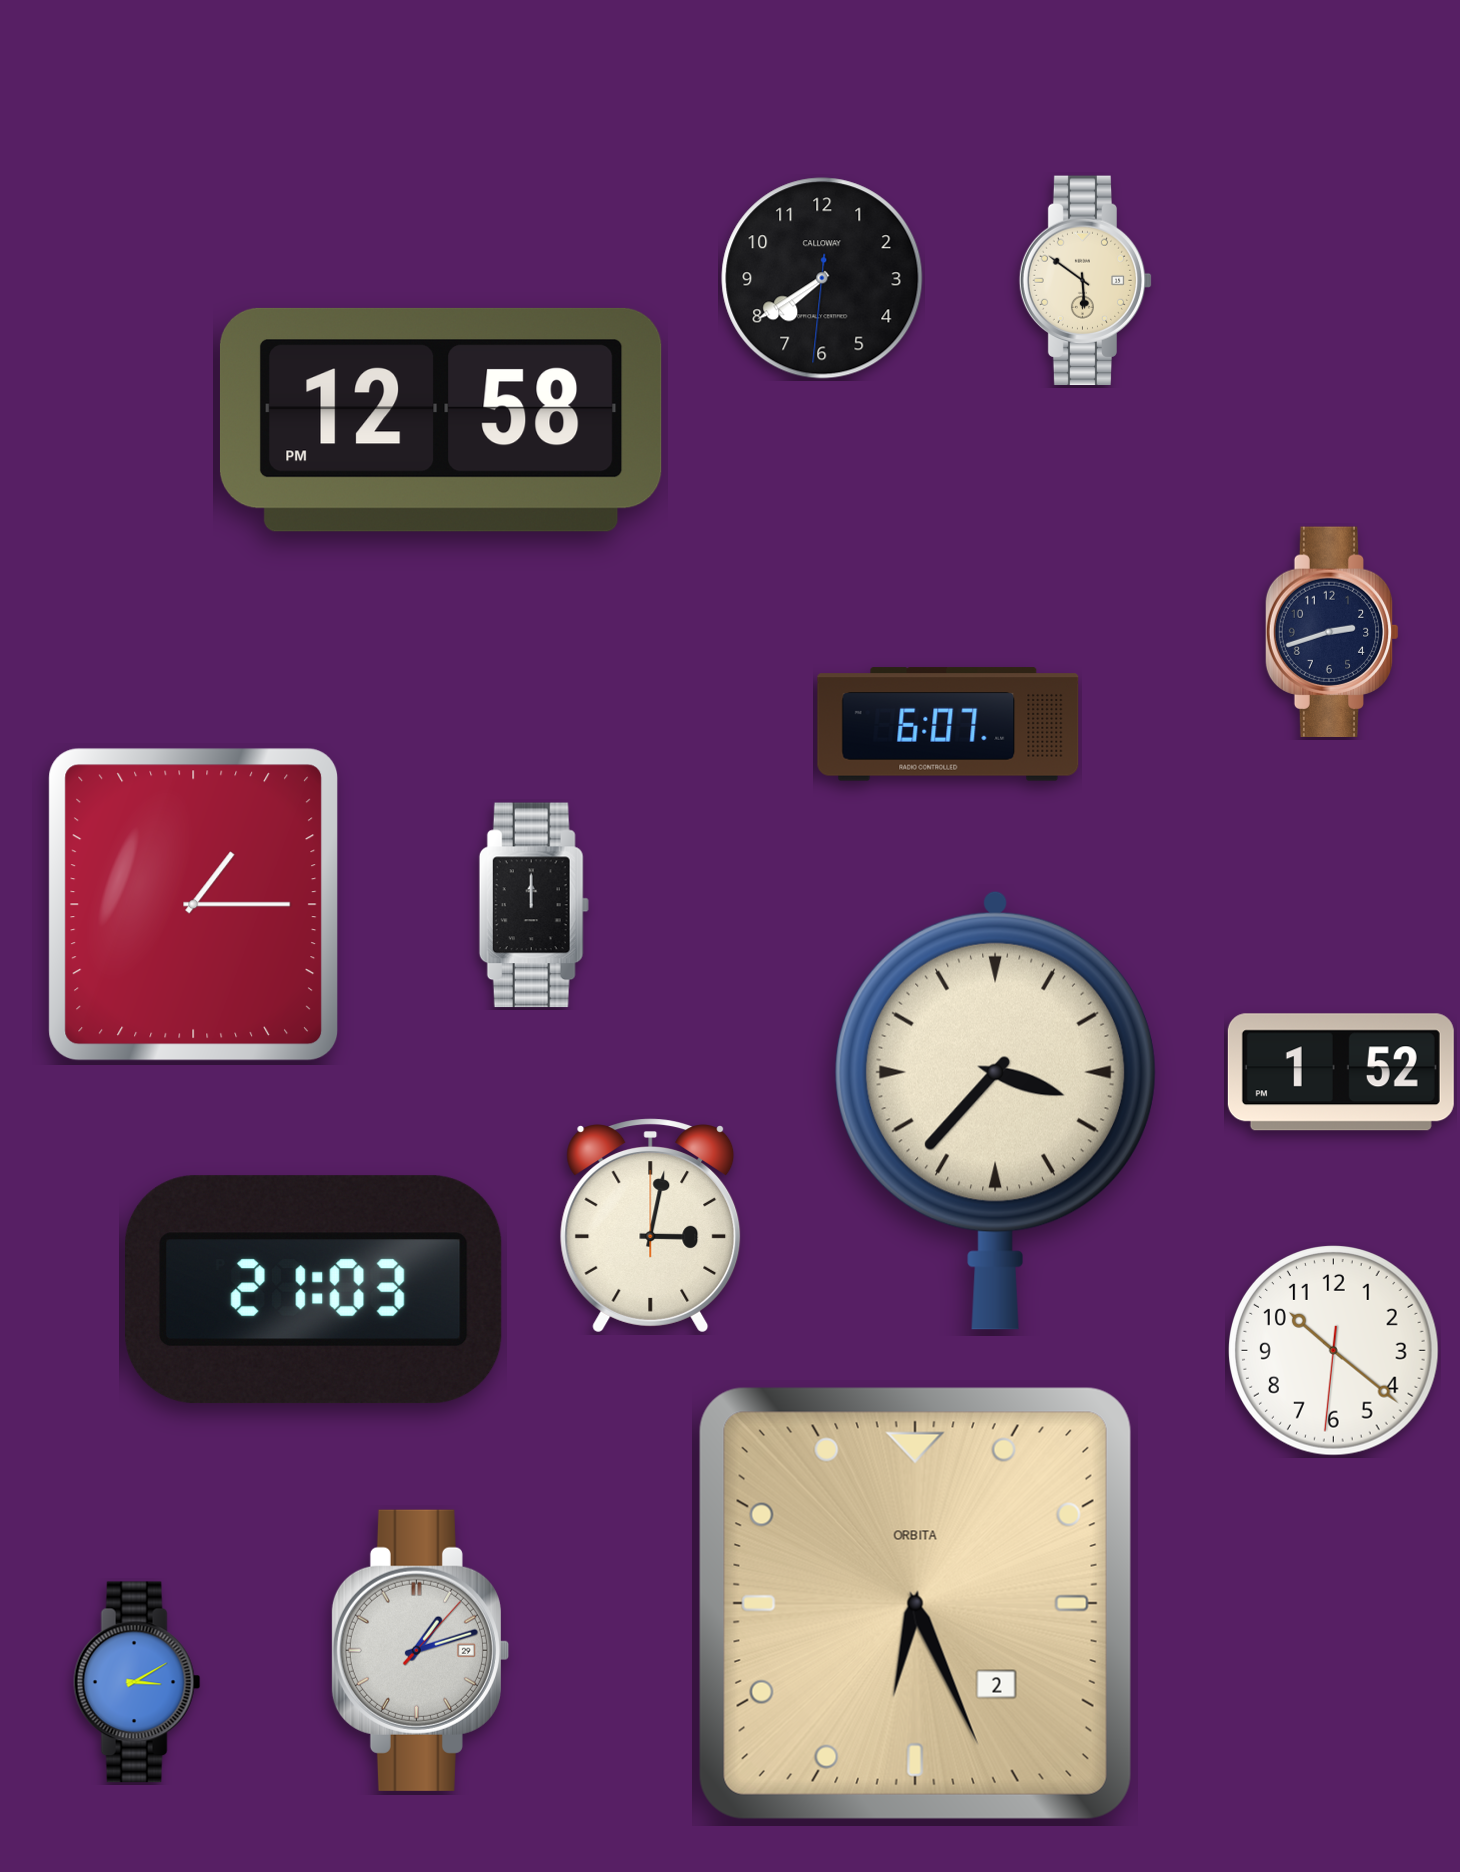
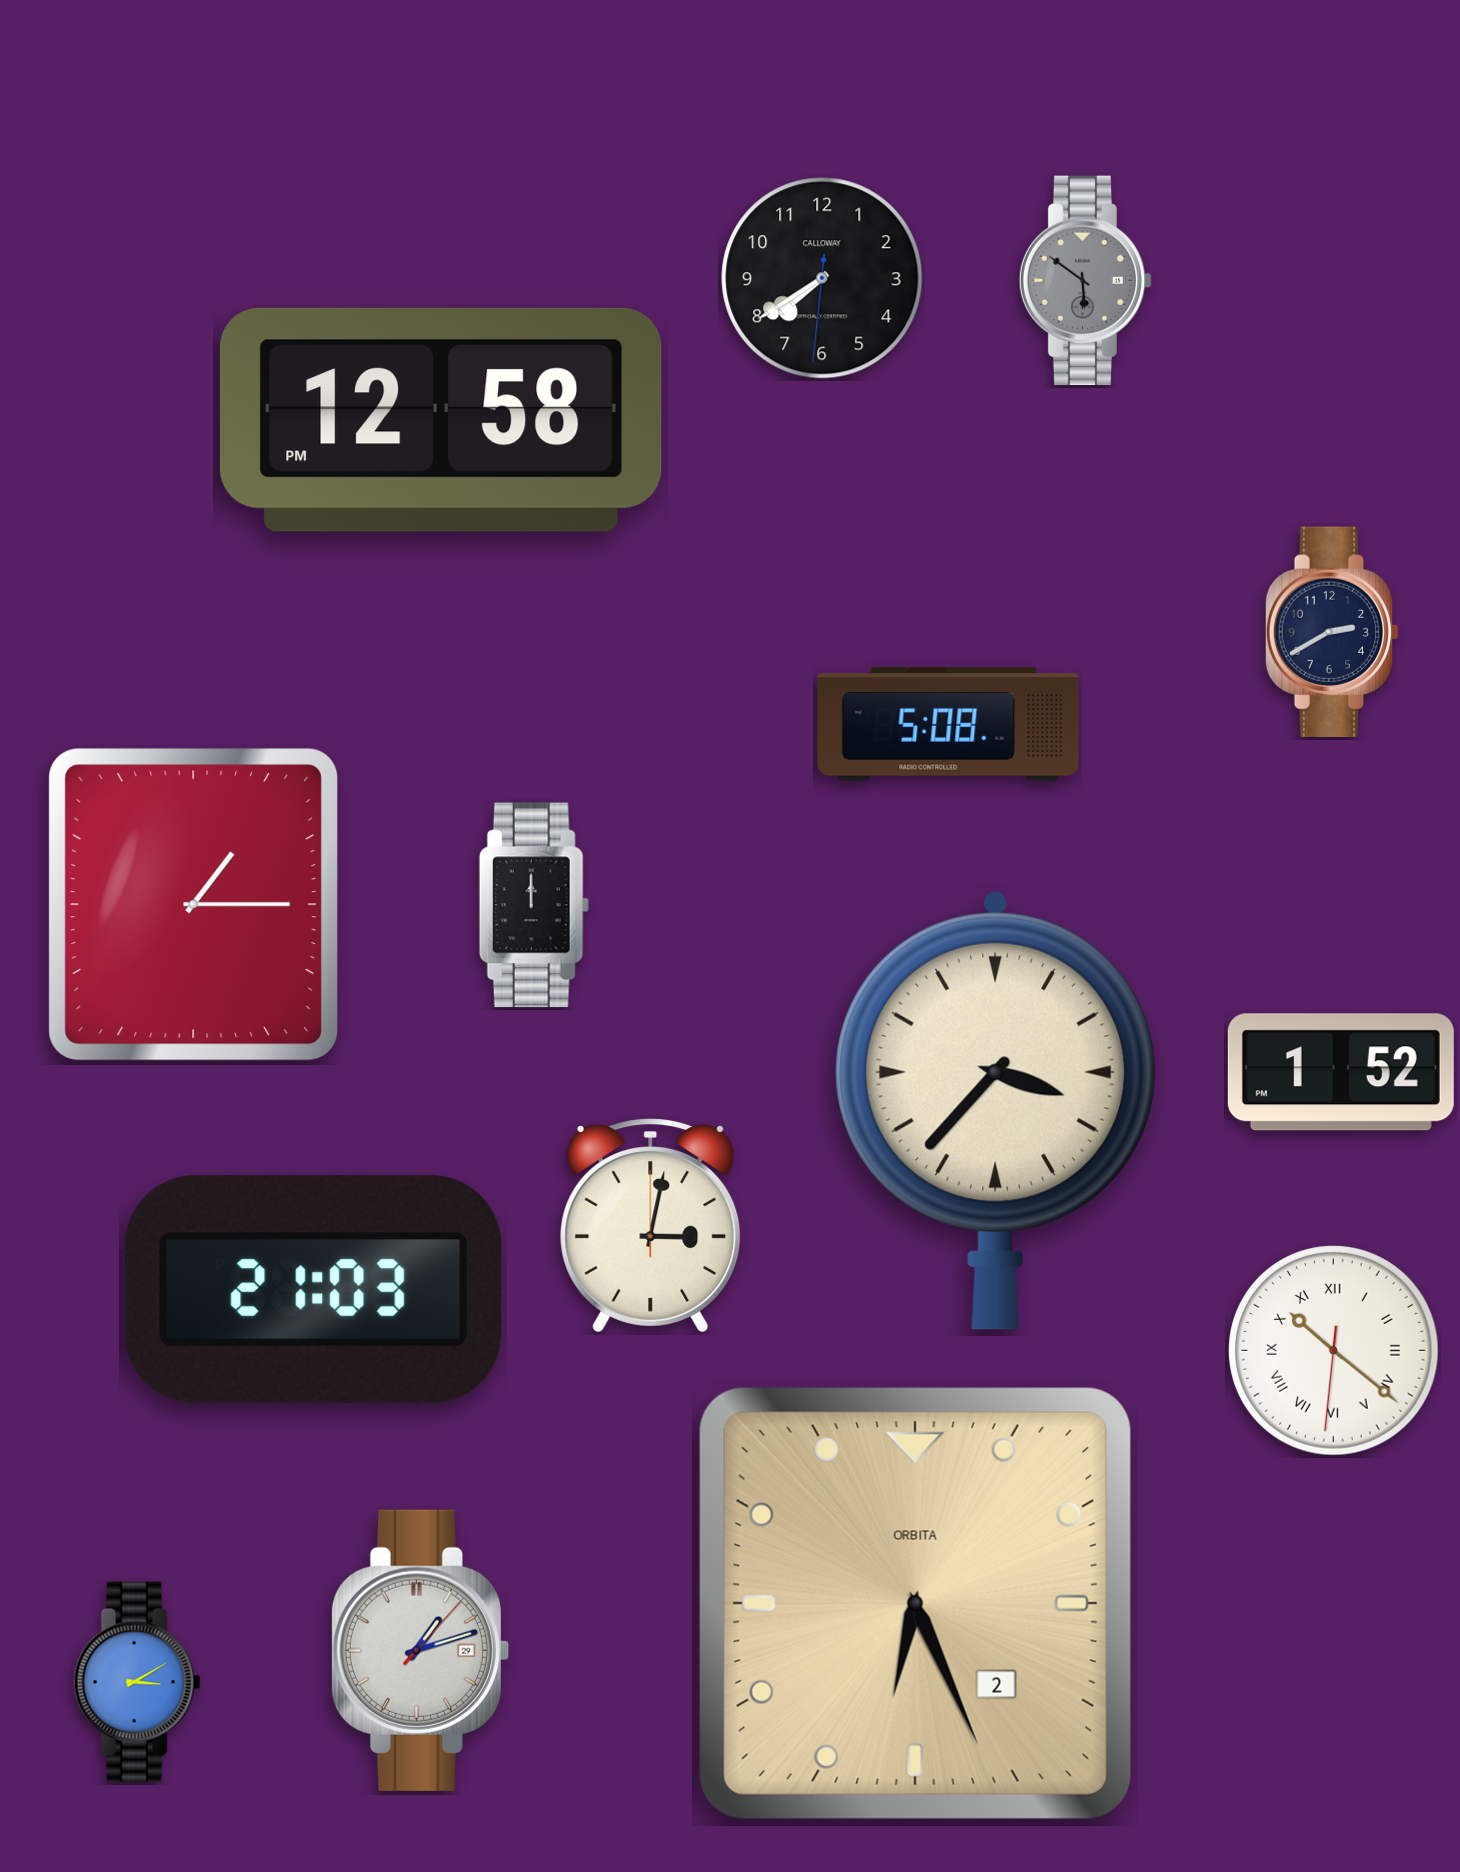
clock at (1086, 281) dial: cream -> grey
clock at (1332, 632): 2:42 -> 2:40
clock at (948, 724): 6:07 -> 5:08
clock at (1334, 1351) numerals: Arabic -> Roman
